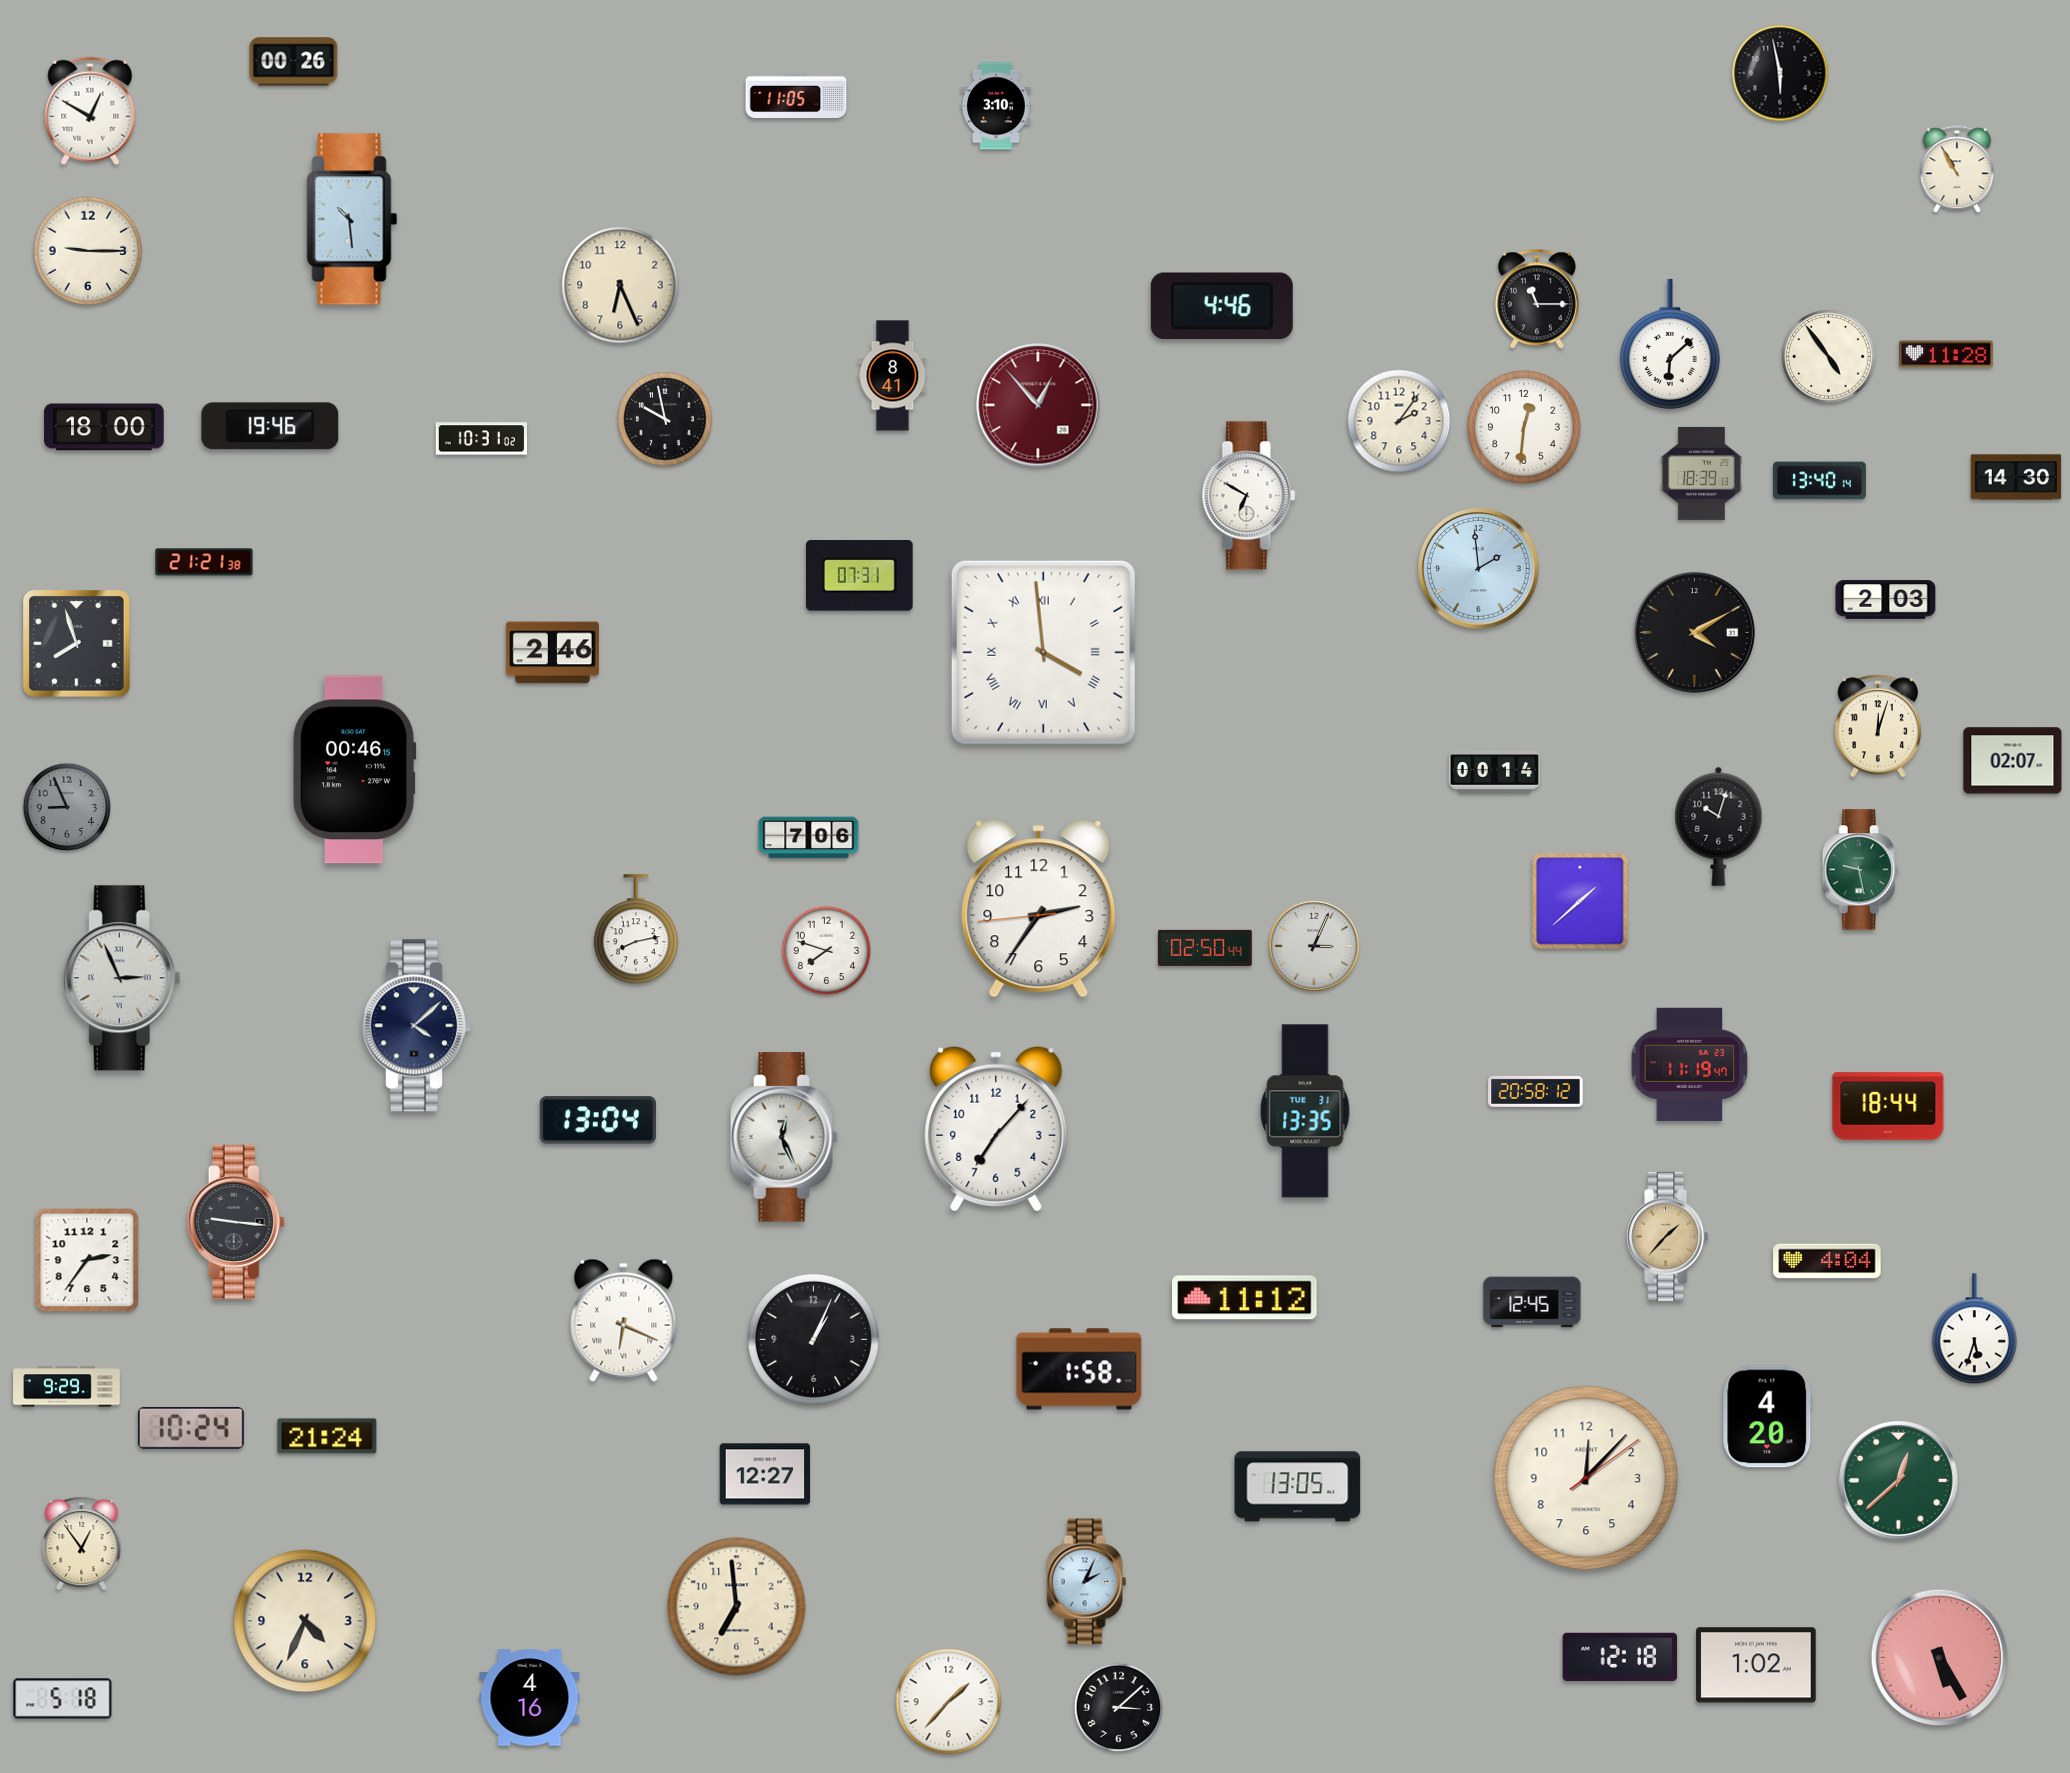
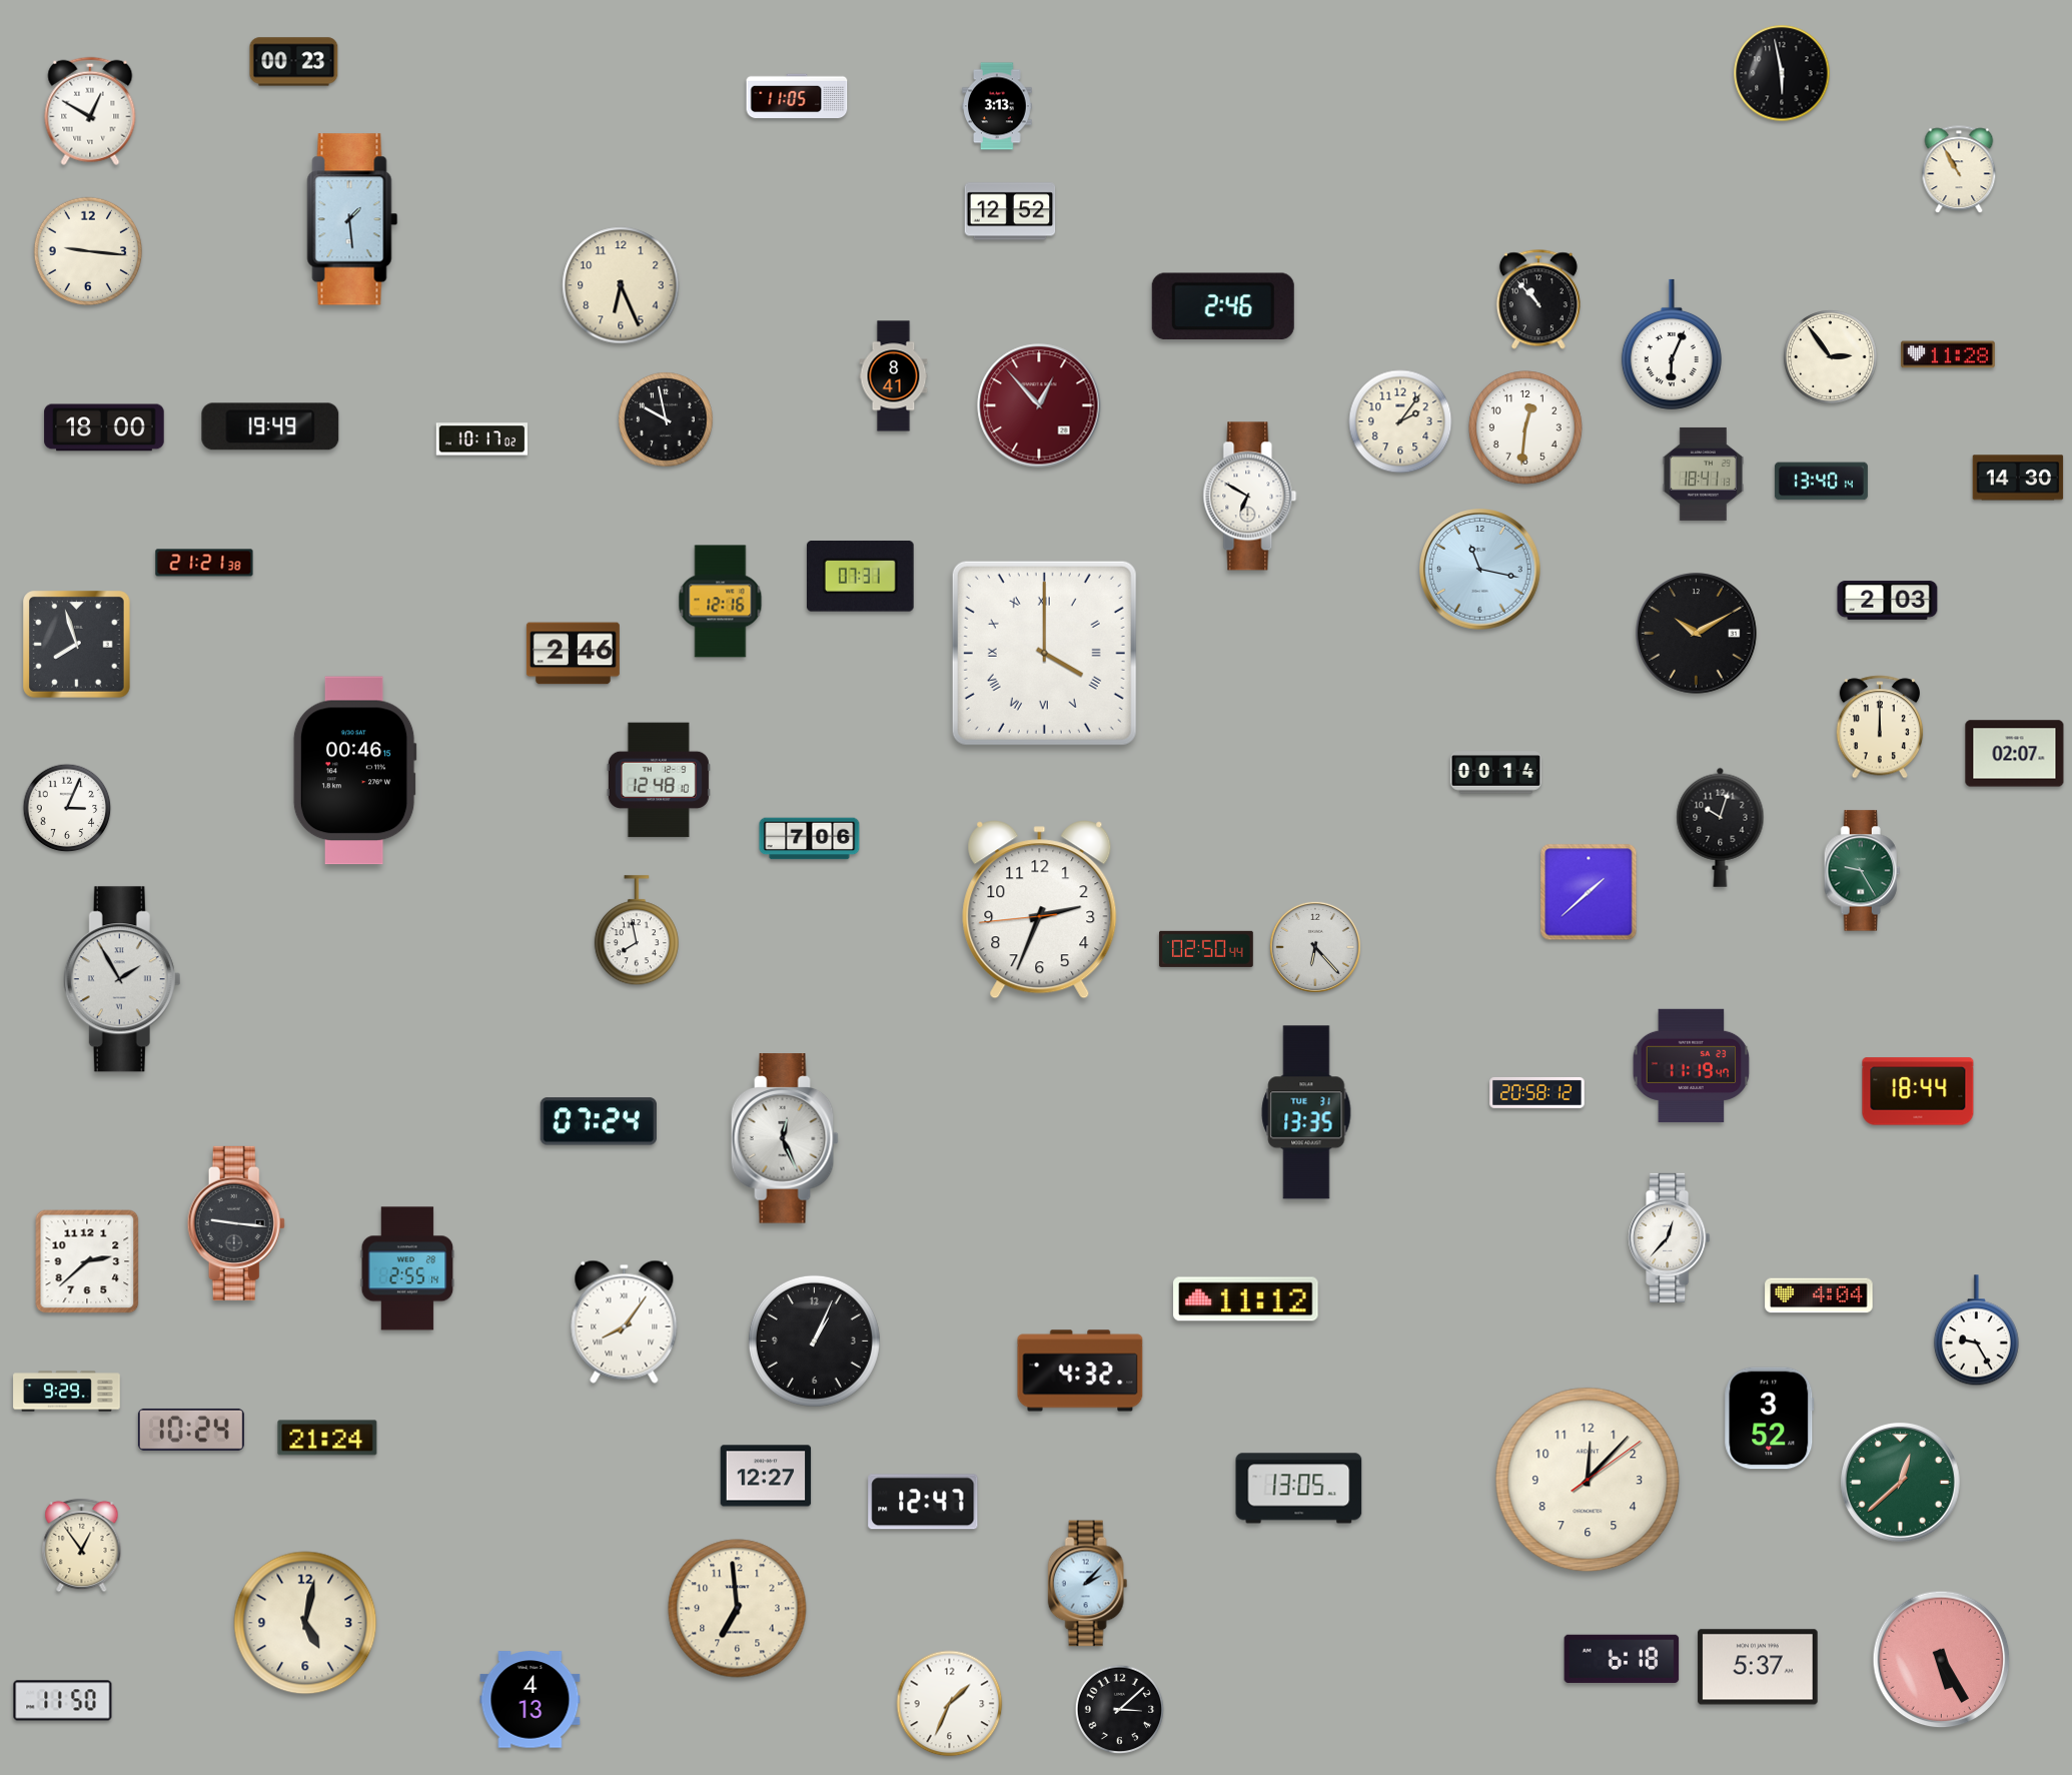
clock at (294, 62): 00:26 -> 00:23
clock at (996, 106): 3:10 -> 3:13
clock at (1010, 211): none -> 12:52
clock at (352, 219): 10:29 -> 1:29
clock at (88, 251): 9:15 -> 9:16
clock at (1537, 299): 11:15 -> 10:53
clock at (1222, 305): 4:46 -> 2:46
clock at (1670, 344): 6:08 -> 6:04
clock at (1829, 357): 4:54 -> 2:54
clock at (270, 426): 19:46 -> 19:49
clock at (481, 439): 10:31 -> 10:17
clock at (1701, 473): 18:39 -> 18:41
clock at (1479, 569): 1:59 -> 11:17
clock at (721, 602): none -> 12:16
clock at (1695, 633): 4:10 -> 10:10
clock at (1043, 652): 3:59 -> 4:00
clock at (552, 653) position: (552, 653) -> (573, 654)
clock at (1878, 726): 12:03 -> 12:00
clock at (2013, 761) position: (2013, 761) -> (2015, 754)
clock at (659, 780): none -> 12:48
clock at (67, 807): 8:56 -> 3:04
clock at (67, 807) dial: grey -> white
clock at (1860, 870): 9:28 -> 9:25
clock at (1580, 901) position: (1580, 901) -> (1589, 892)
clock at (1039, 909): 2:35 -> 2:33
clock at (636, 930): 8:13 -> 7:58
clock at (1314, 946): 3:04 -> 6:23
clock at (827, 951): 7:48 -> none
clock at (122, 978): 2:56 -> 1:55
clock at (417, 1026): 4:08 -> none
clock at (1888, 1106) position: (1888, 1106) -> (1918, 1091)
clock at (598, 1120): 13:04 -> 07:24
clock at (996, 1129): 7:07 -> none
clock at (1668, 1236): 1:37 -> 12:37
clock at (1668, 1236) dial: champagne -> white
clock at (87, 1260): 2:36 -> 2:38
clock at (1827, 1261) position: (1827, 1261) -> (1819, 1295)
clock at (407, 1268): none -> 2:55
clock at (1532, 1302): 12:45 -> none
clock at (624, 1320): 6:19 -> 8:06
clock at (1974, 1329): 5:33 -> 9:25
clock at (1079, 1369): 1:58 -> 4:32
clock at (67, 1387) position: (67, 1387) -> (67, 1392)
clock at (1768, 1417): 4:20 -> 3:52
clock at (923, 1502): none -> 12:47
clock at (1087, 1582): 2:04 -> 2:07
clock at (305, 1621): 4:34 -> 5:02
clock at (1620, 1657): 12:18 -> 6:18
clock at (1756, 1665): 1:02 -> 5:37
clock at (530, 1698): 4:16 -> 4:13
clock at (63, 1699): 5:18 -> 11:50
clock at (949, 1702): 1:37 -> 1:34
